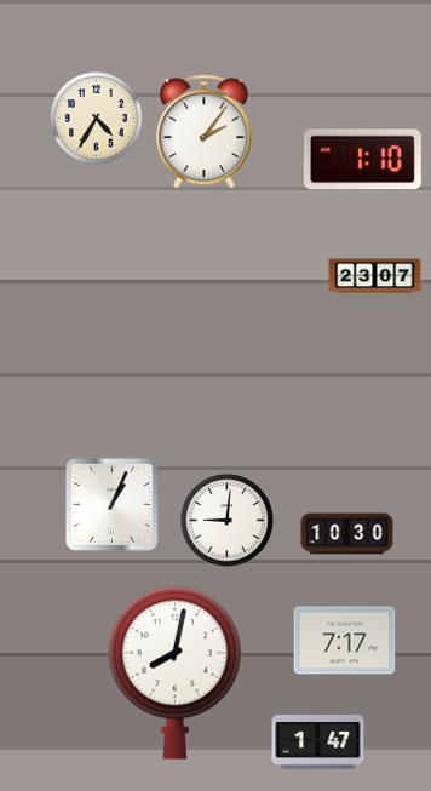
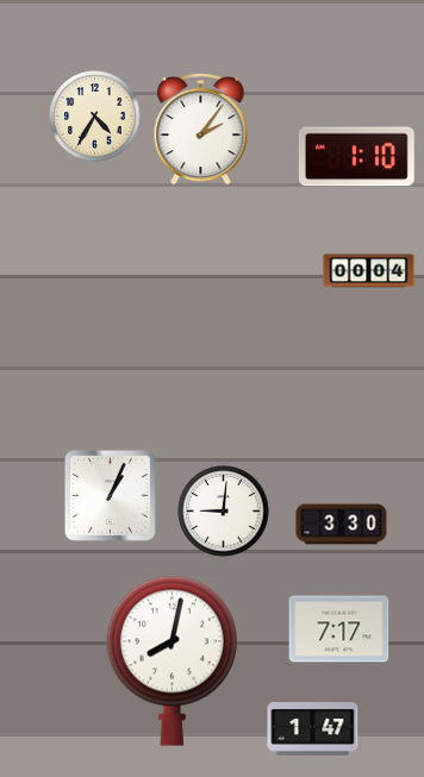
clock at (375, 276): 23:07 -> 00:04
clock at (347, 534): 10:30 -> 3:30
